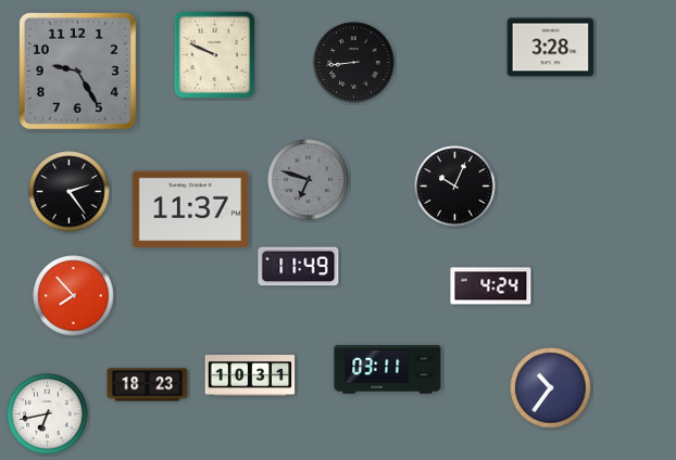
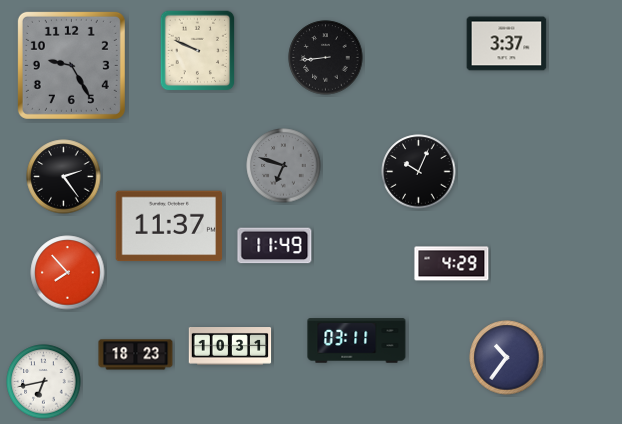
clock at (551, 48): 3:28 -> 3:37
clock at (190, 209) position: (190, 209) -> (169, 226)
clock at (491, 286): 4:24 -> 4:29
